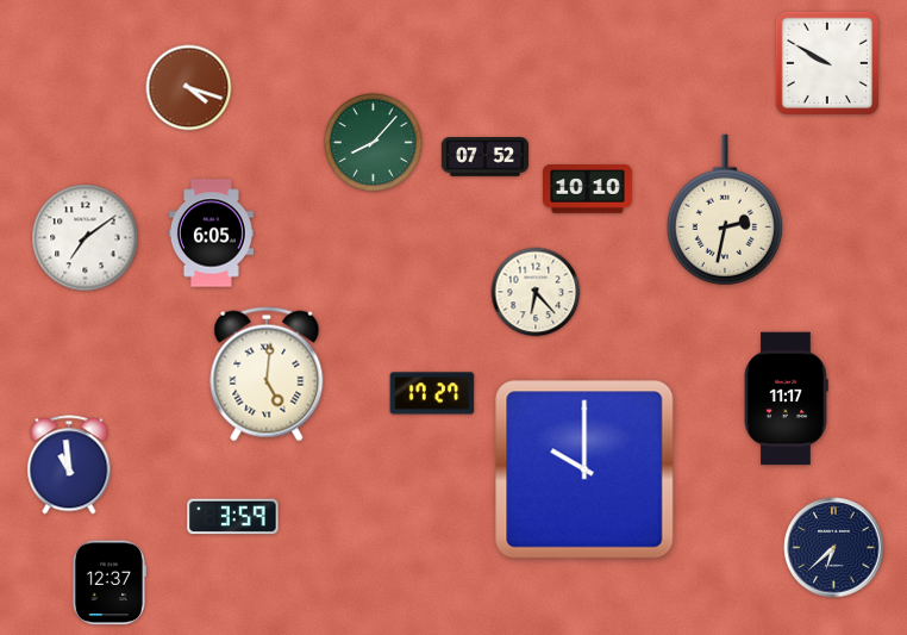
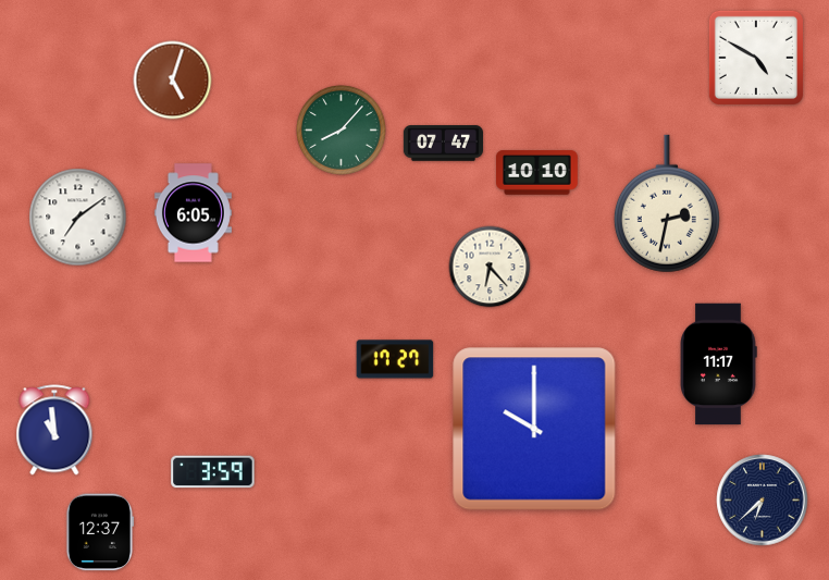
clock at (827, 63): 9:50 -> 4:50
clock at (189, 88): 4:18 -> 5:03
clock at (484, 157): 07:52 -> 07:47
clock at (725, 210) position: (725, 210) -> (667, 203)
clock at (267, 374): 5:01 -> none
clock at (69, 465) position: (69, 465) -> (54, 430)
